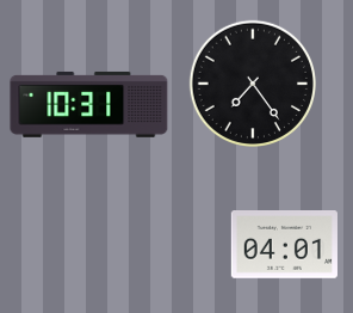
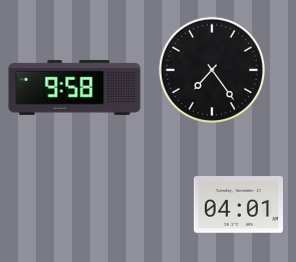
clock at (89, 104): 10:31 -> 9:58
